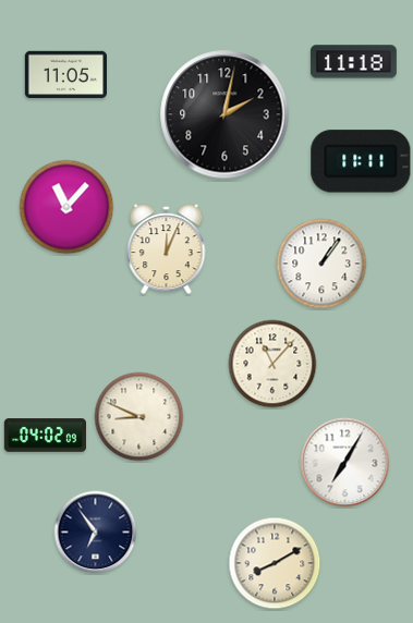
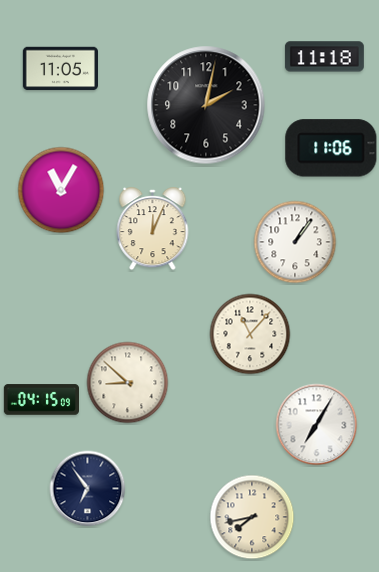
clock at (361, 161): 11:11 -> 11:06
clock at (66, 207): 11:07 -> 11:05
clock at (139, 417): 8:49 -> 8:52
clock at (45, 436): 04:02 -> 04:15
clock at (275, 563): 8:10 -> 7:43
